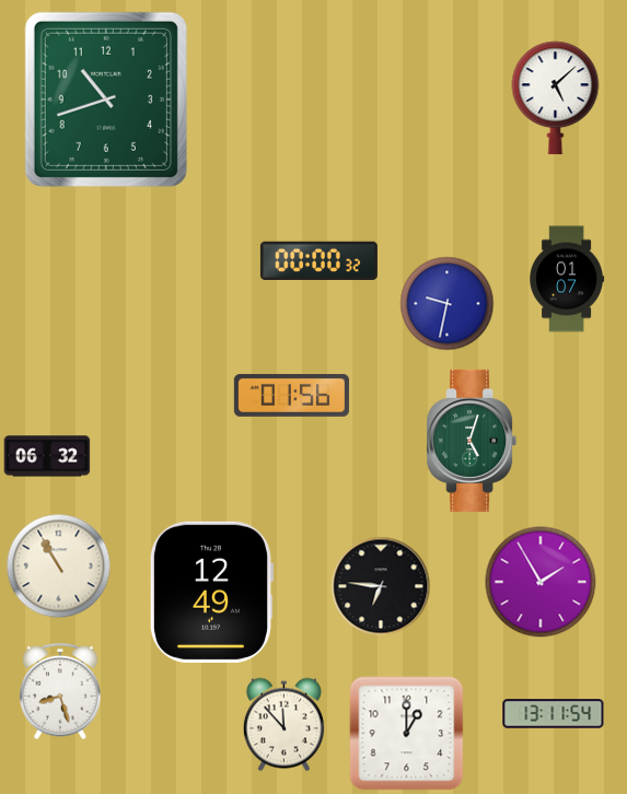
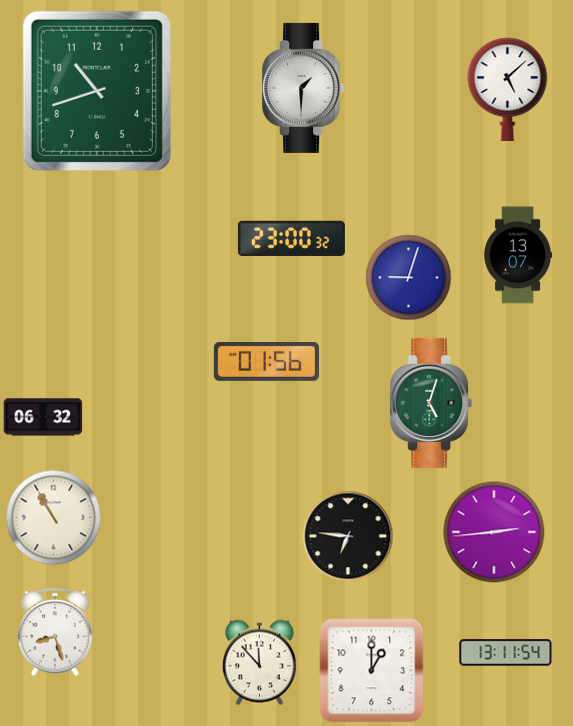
clock at (303, 88): none -> 1:30
clock at (318, 260): 00:00 -> 23:00
clock at (567, 279): 01:07 -> 13:07
clock at (448, 304): 9:32 -> 9:03
clock at (541, 582): 1:55 -> 2:44
clock at (210, 592): 12:49 -> none
